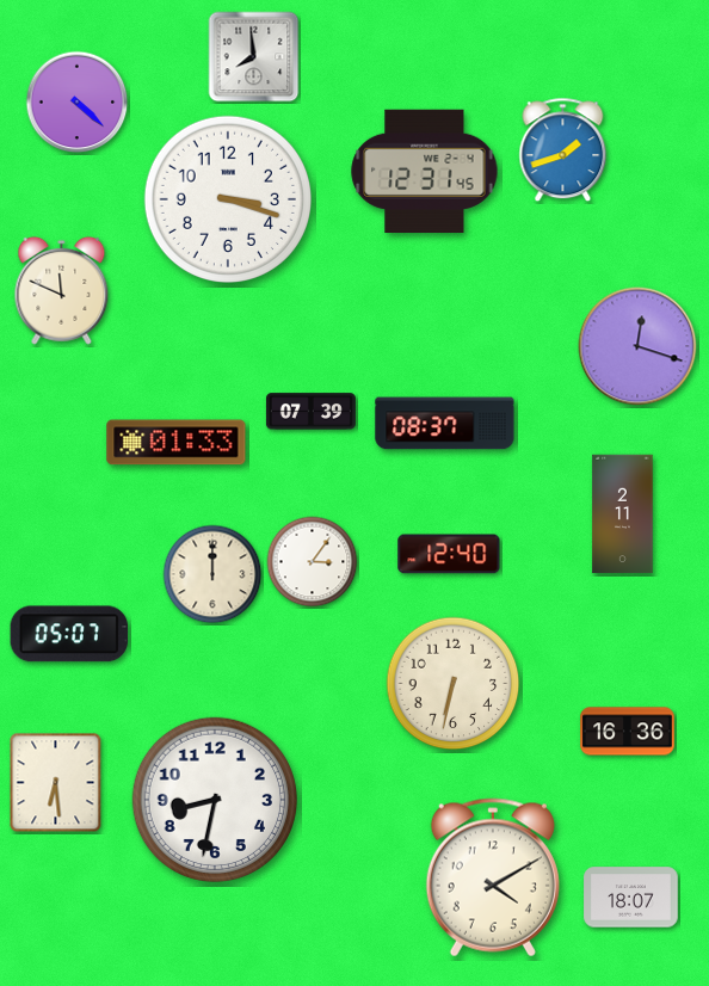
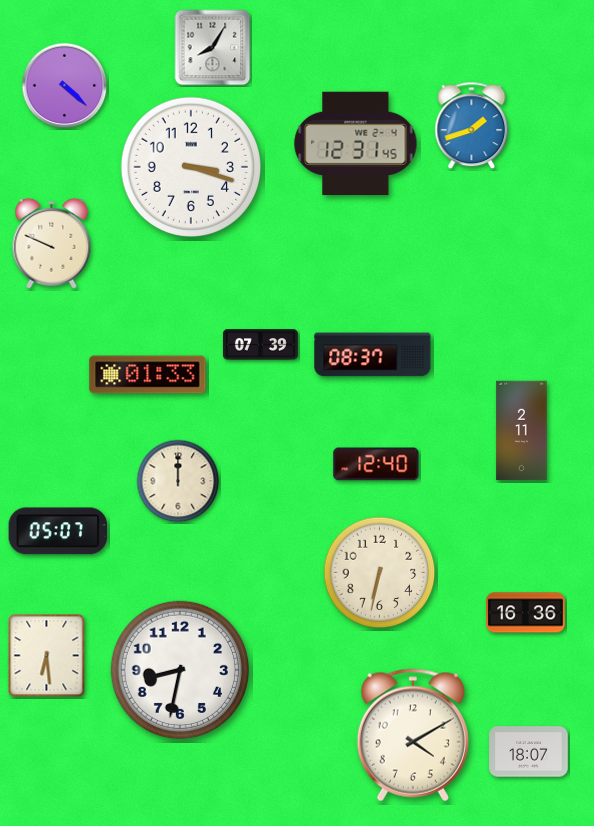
clock at (254, 57): 7:59 -> 8:05
clock at (62, 290): 11:49 -> 9:49
clock at (637, 346): 12:18 -> none
clock at (177, 443) position: (177, 443) -> (148, 375)
clock at (313, 562): 3:06 -> none
